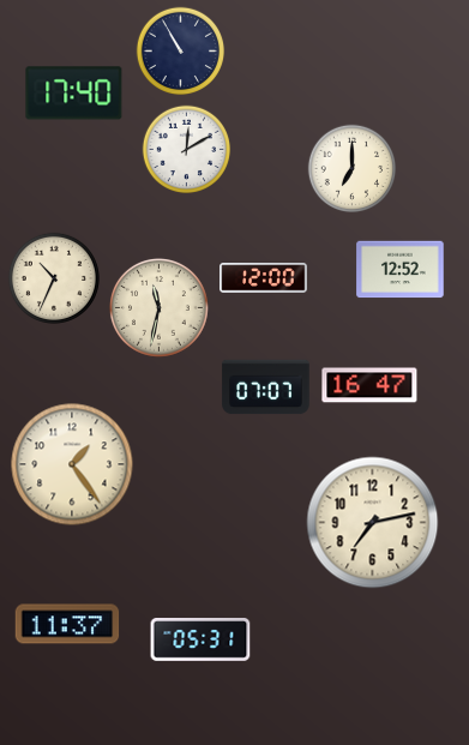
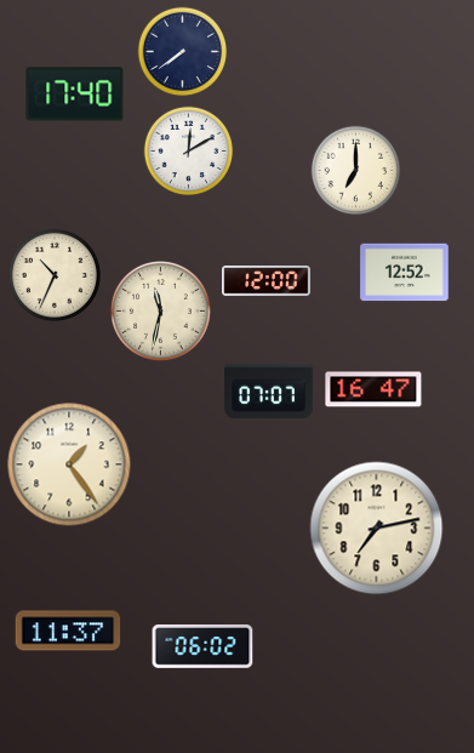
clock at (181, 52): 10:55 -> 7:39
clock at (54, 278) position: (54, 278) -> (55, 275)
clock at (72, 464) position: (72, 464) -> (69, 464)
clock at (200, 641): 05:31 -> 06:02
